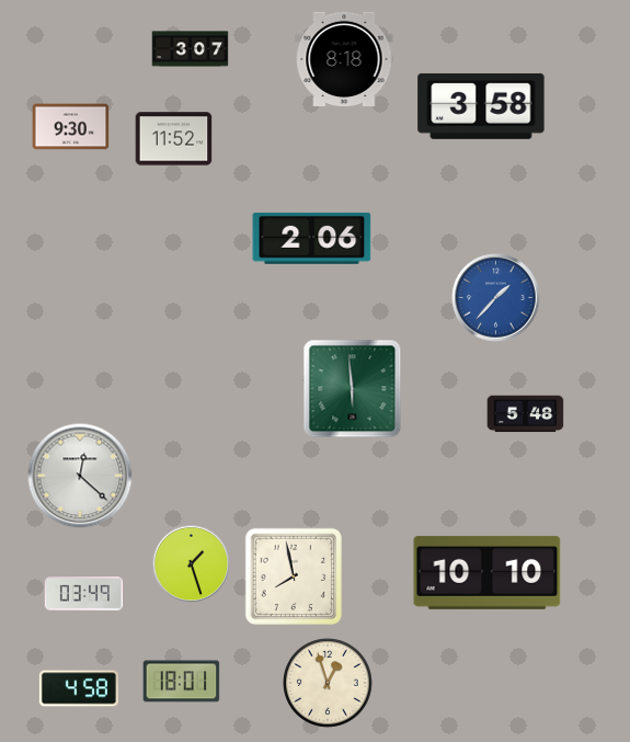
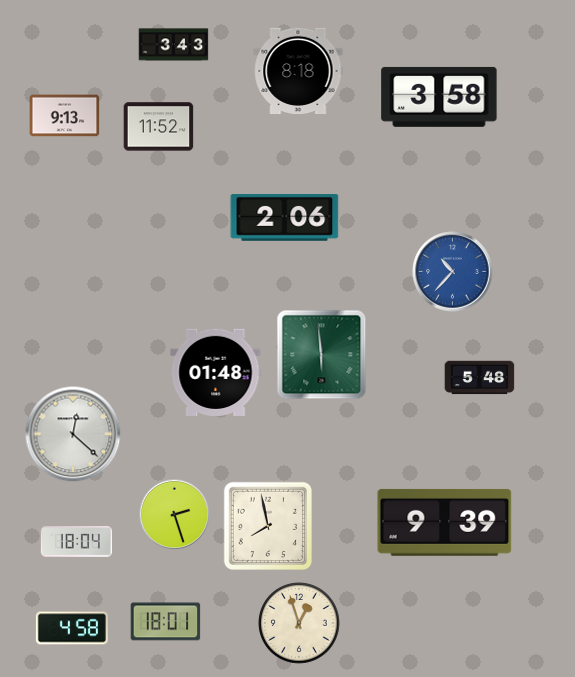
clock at (191, 49): 3:07 -> 3:43
clock at (344, 58) position: (344, 58) -> (298, 70)
clock at (71, 127): 9:30 -> 9:13
clock at (496, 298): 1:37 -> 10:37
clock at (216, 372): none -> 01:48
clock at (192, 564): 1:27 -> 2:27
clock at (488, 572): 10:10 -> 9:39
clock at (83, 594): 03:49 -> 18:04
